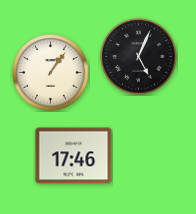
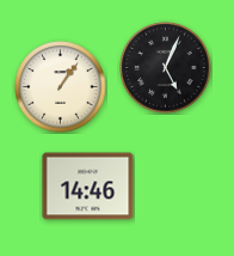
clock at (74, 156): 17:46 -> 14:46
